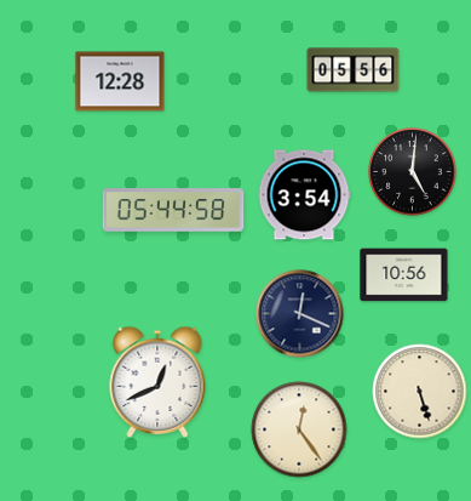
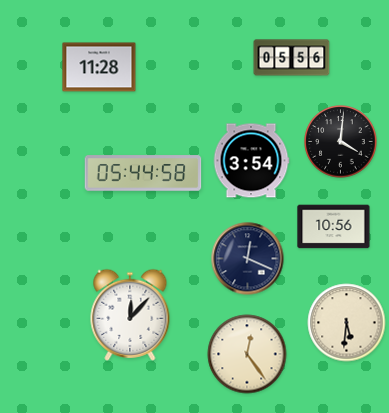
clock at (120, 81): 12:28 -> 11:28
clock at (413, 172): 5:01 -> 4:01
clock at (157, 382): 12:41 -> 12:07
clock at (420, 392): 5:27 -> 5:31
